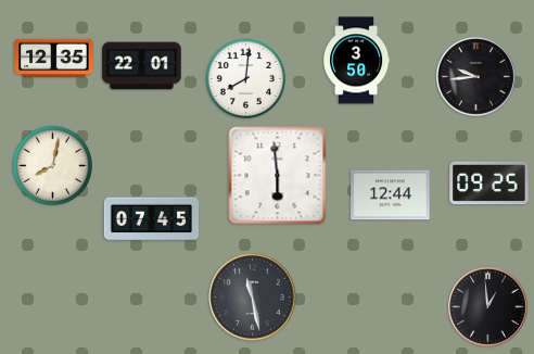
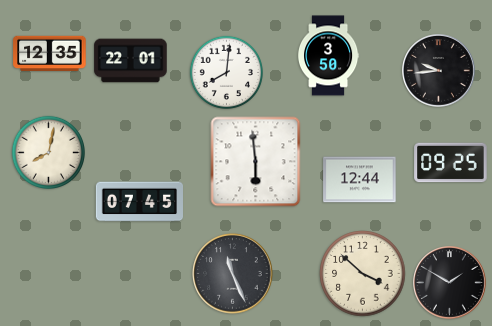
clock at (490, 184) position: (490, 184) -> (451, 163)
clock at (253, 298): 11:28 -> 11:26
clock at (363, 274): none -> 3:52
clock at (488, 307): 12:59 -> 1:50
